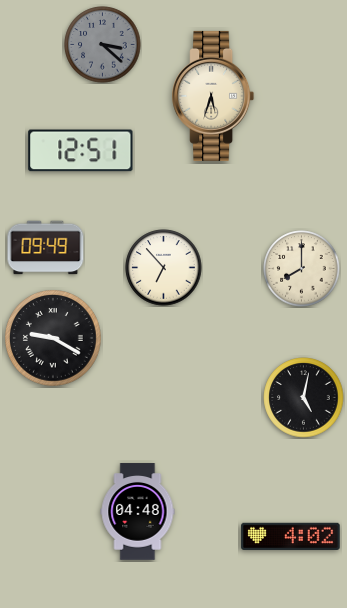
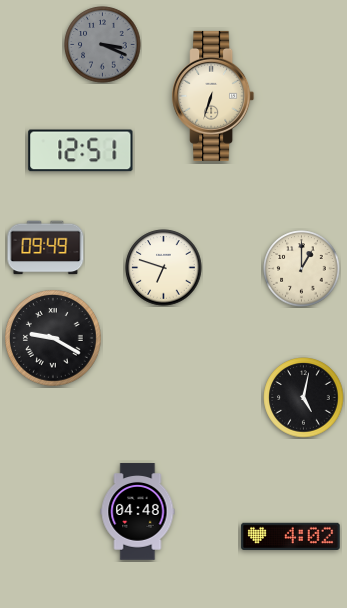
clock at (103, 45): 3:22 -> 3:19
clock at (213, 96): 5:33 -> 6:33
clock at (164, 268): 6:53 -> 6:48
clock at (302, 269): 8:00 -> 1:00
